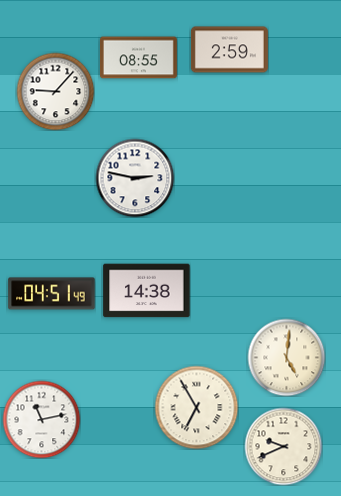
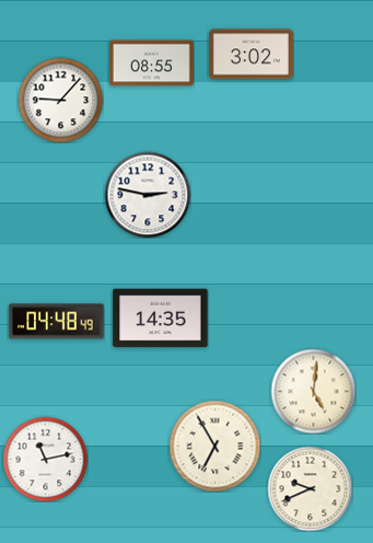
clock at (229, 50): 2:59 -> 3:02
clock at (147, 291): 14:38 -> 14:35
clock at (52, 294): 04:51 -> 04:48
